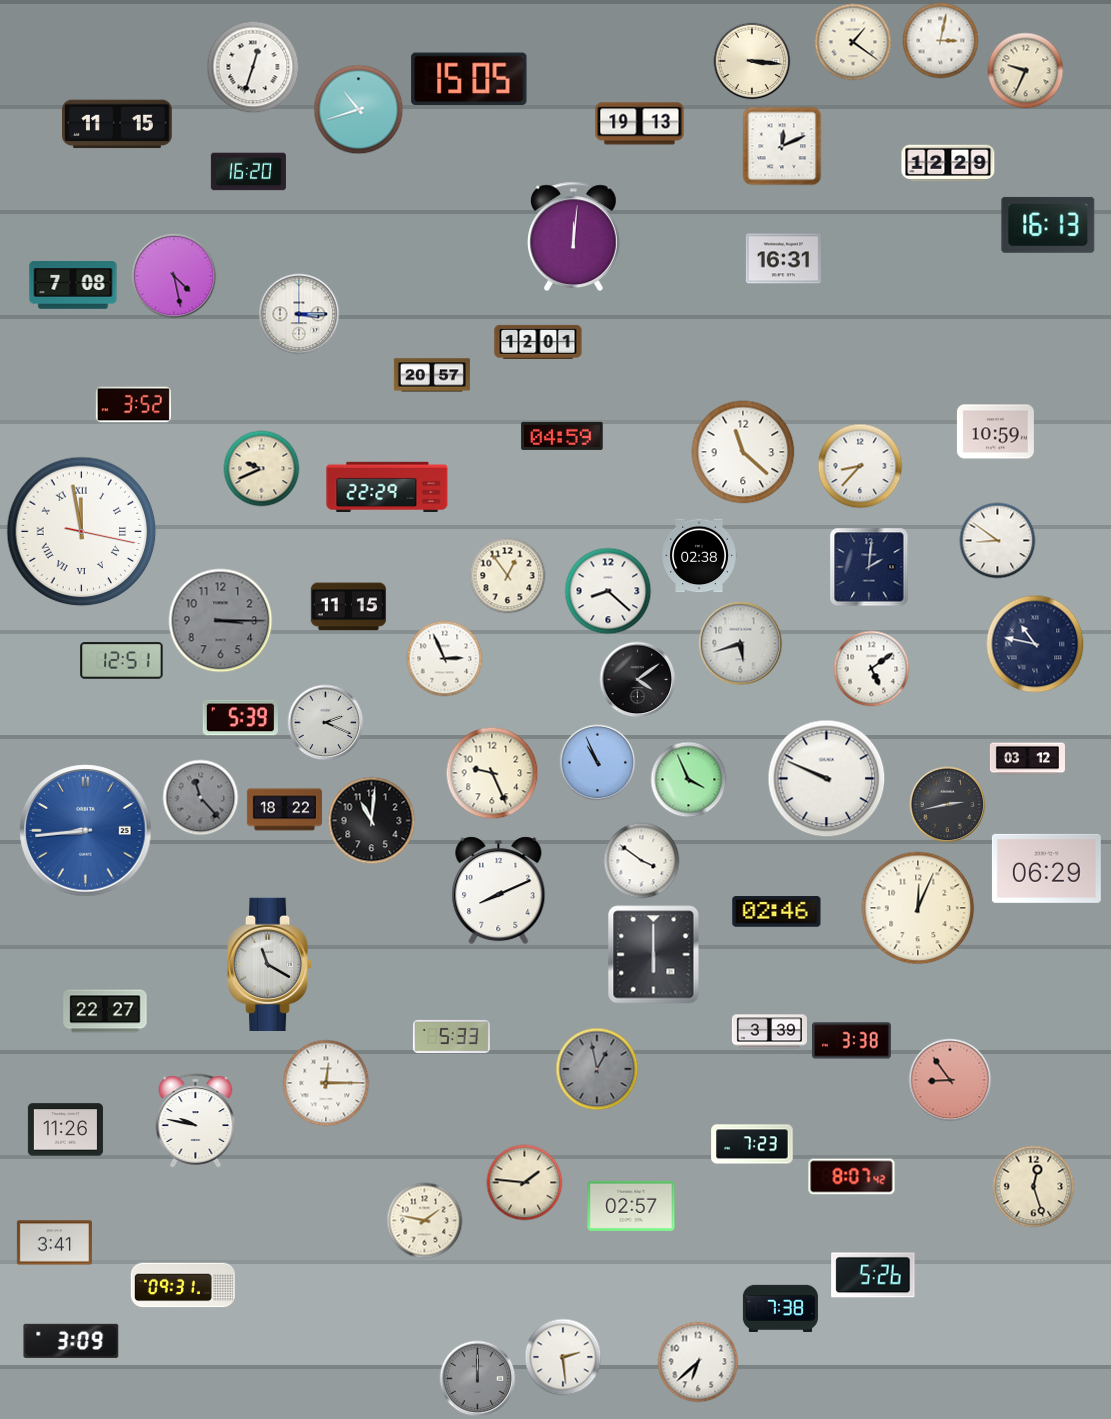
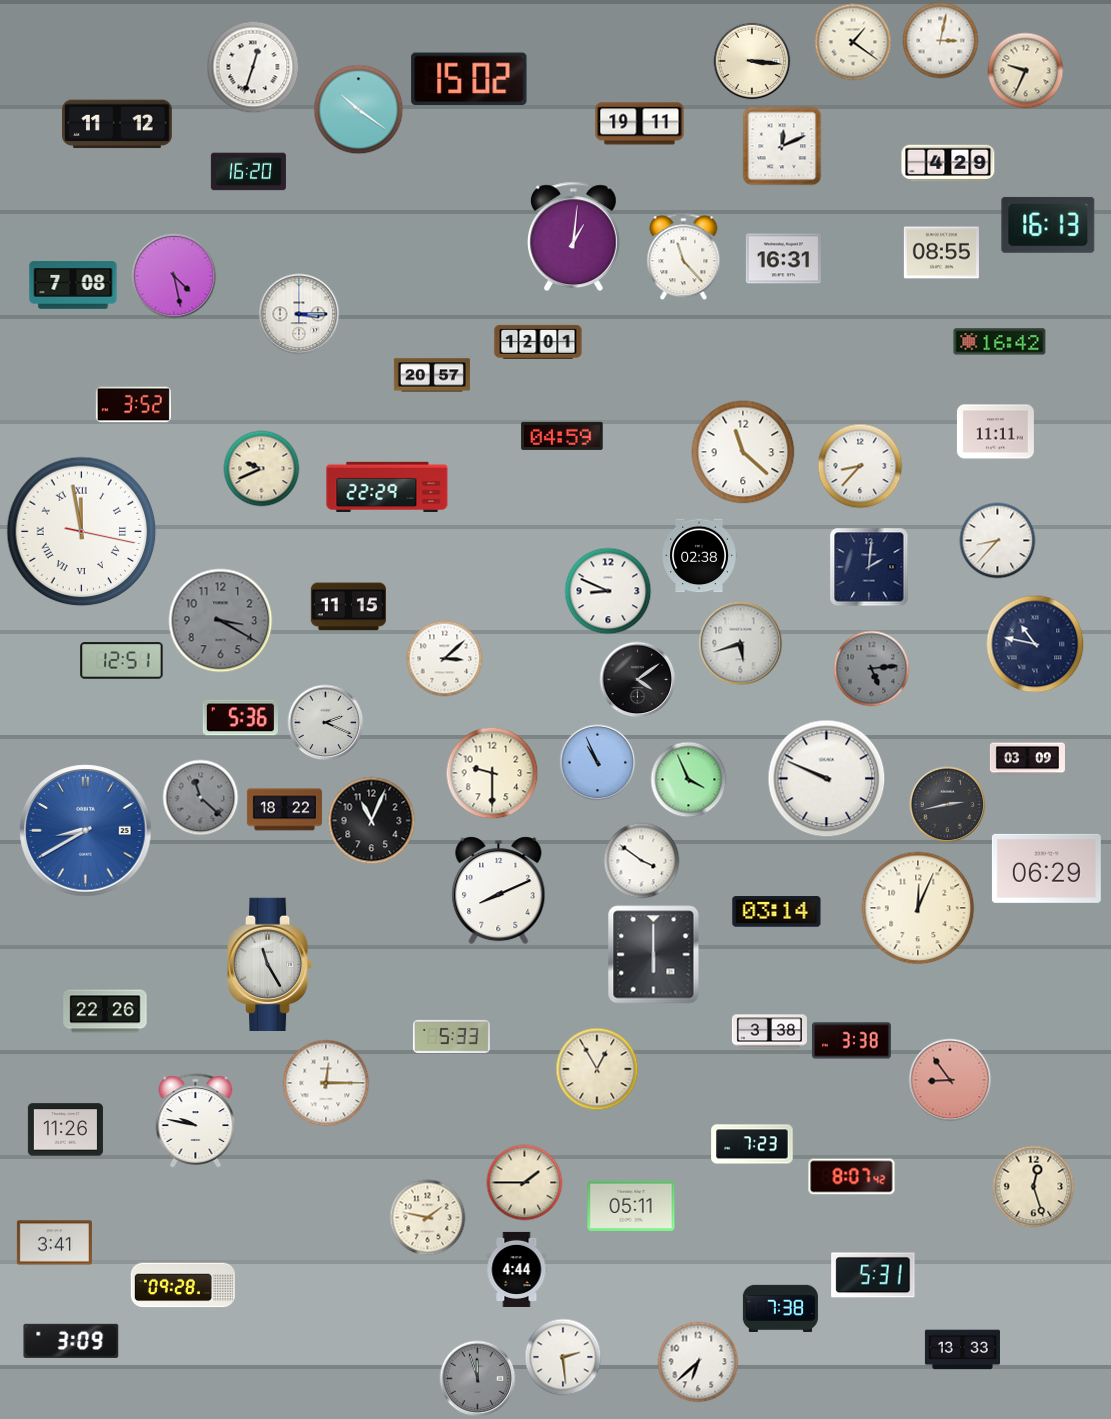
clock at (469, 79): 15:05 -> 15:02
clock at (359, 110): 10:42 -> 10:21
clock at (118, 124): 11:15 -> 11:12
clock at (640, 124): 19:13 -> 19:11
clock at (948, 163): 12:29 -> 4:29
clock at (574, 236): 12:01 -> 1:01
clock at (941, 253): none -> 08:55
clock at (684, 257): none -> 11:23
clock at (1000, 342): none -> 16:42
clock at (995, 432): 10:59 -> 11:11
clock at (998, 541): 8:51 -> 8:37
clock at (508, 576): 12:54 -> none
clock at (608, 591): 8:22 -> 8:49
clock at (221, 621): 3:15 -> 3:20
clock at (445, 659): 2:56 -> 3:08
clock at (872, 669): 5:09 -> 5:14
clock at (872, 669) dial: white -> grey
clock at (240, 718): 5:39 -> 5:36
clock at (1027, 759): 03:12 -> 03:09
clock at (492, 773): 9:26 -> 9:30
clock at (201, 798): 11:23 -> 11:22
clock at (372, 821): 11:01 -> 11:04
clock at (86, 831): 8:44 -> 8:40
clock at (777, 912): 02:46 -> 03:14
clock at (270, 964): 11:20 -> 11:25
clock at (105, 1011): 22:27 -> 22:26
clock at (769, 1032): 3:39 -> 3:38
clock at (597, 1069): 12:58 -> 12:55
clock at (597, 1069) dial: grey -> cream
clock at (525, 1183): 1:46 -> 1:45
clock at (631, 1206): 02:57 -> 05:11
clock at (425, 1221) position: (425, 1221) -> (428, 1218)
clock at (517, 1269): none -> 4:44
clock at (873, 1275): 5:26 -> 5:31
clock at (183, 1285): 09:31 -> 09:28
clock at (962, 1350): none -> 13:33
clock at (478, 1379): 12:00 -> 11:57
